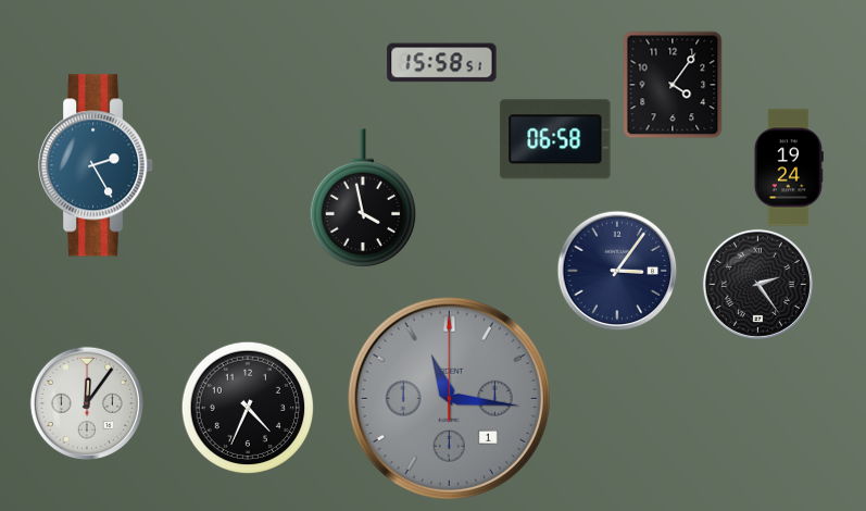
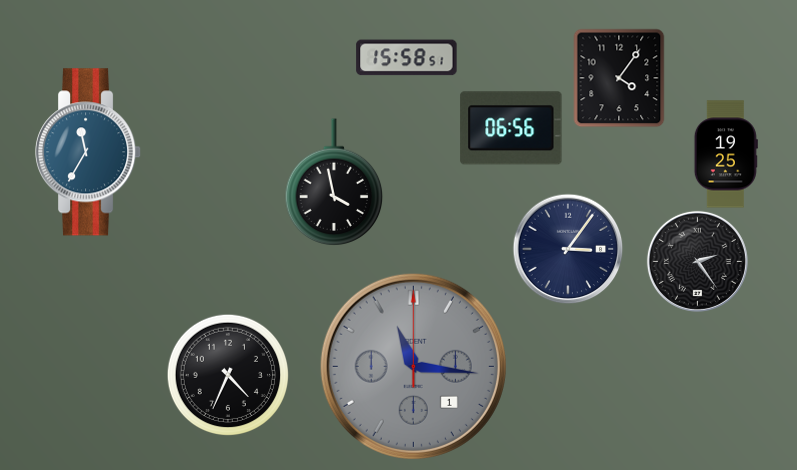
clock at (555, 139): 06:58 -> 06:56
clock at (97, 165): 2:25 -> 11:35
clock at (789, 167): 19:24 -> 19:25
clock at (87, 403): 12:06 -> none
